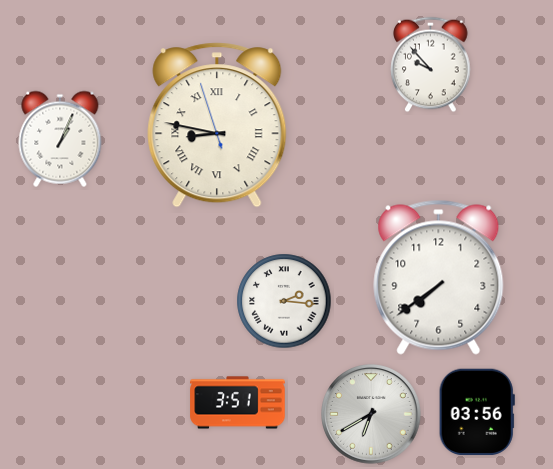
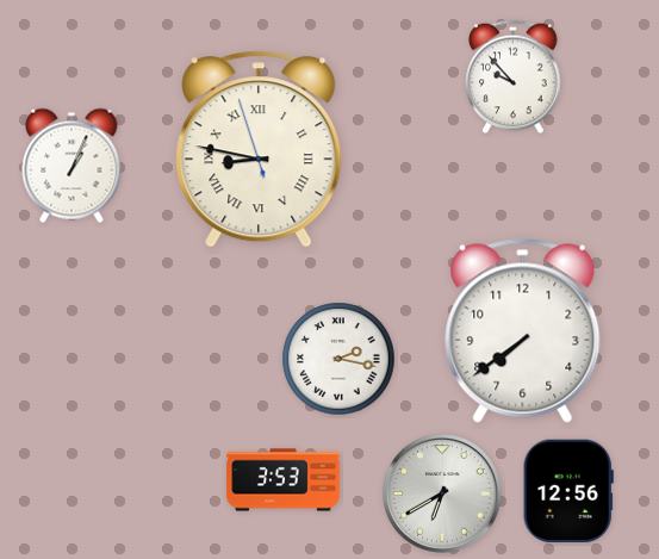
clock at (284, 301): 2:16 -> 2:17
clock at (238, 403): 3:51 -> 3:53
clock at (477, 412): 03:56 -> 12:56
